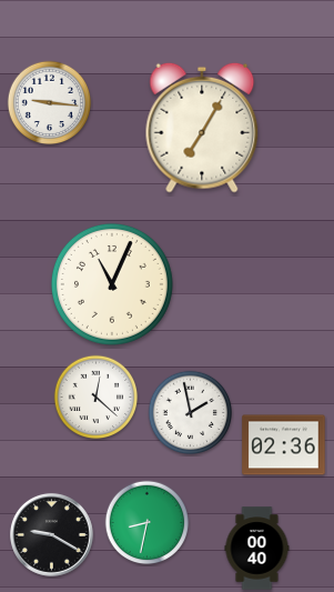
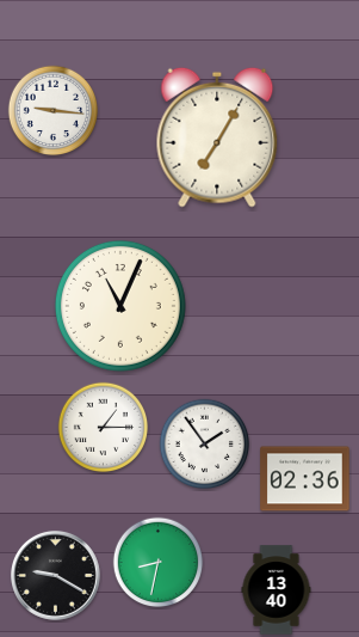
clock at (97, 398): 12:22 -> 1:15
clock at (191, 413): 1:58 -> 1:54
clock at (257, 549): 00:40 -> 13:40
